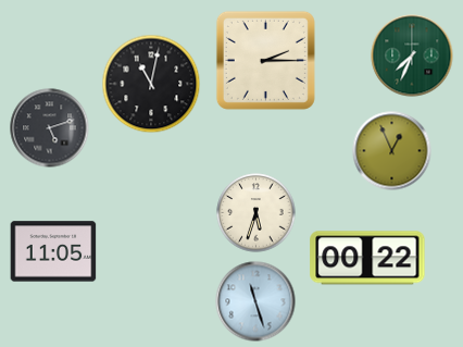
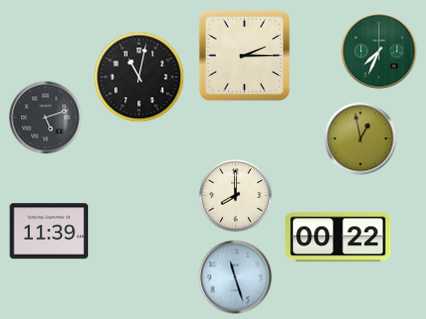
clock at (392, 151): 12:56 -> 12:58
clock at (256, 213): 5:33 -> 8:00
clock at (53, 251): 11:05 -> 11:39
